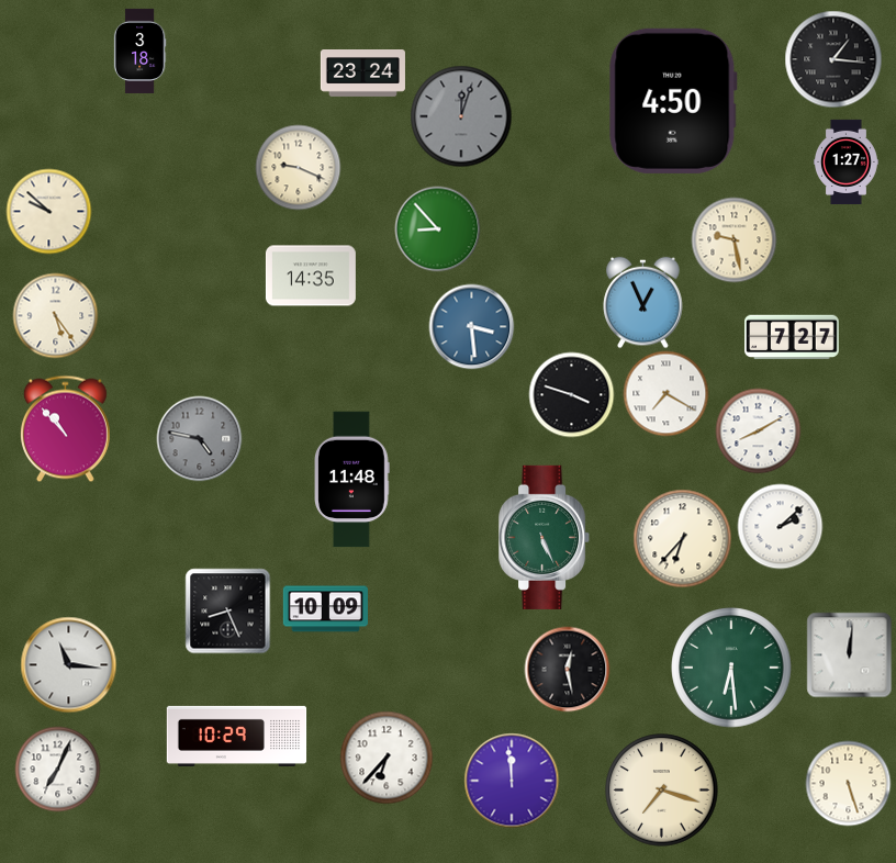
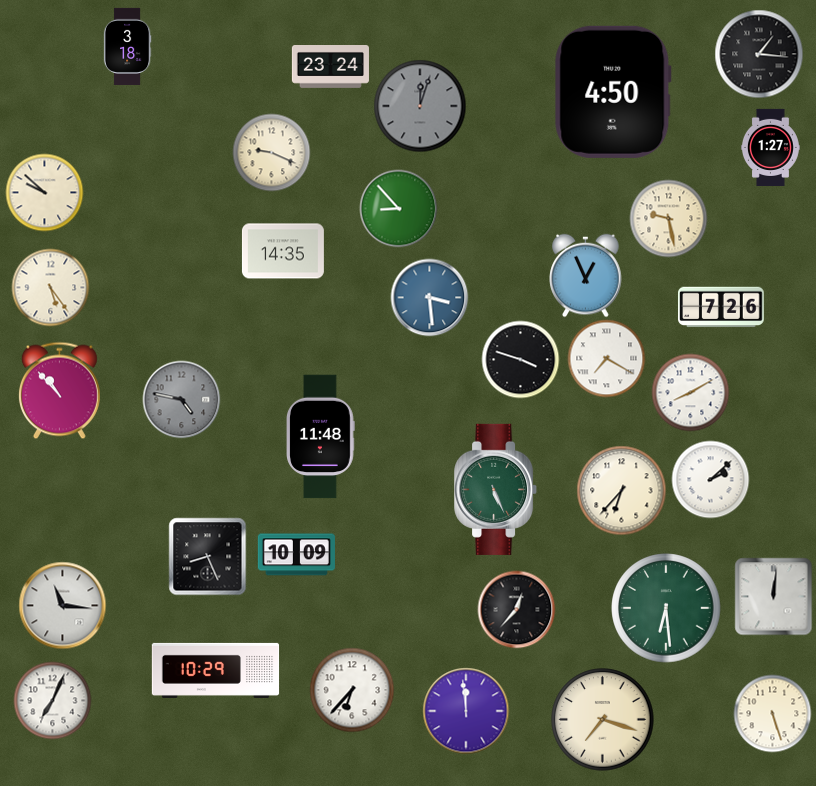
clock at (793, 337): 7:27 -> 7:26
clock at (567, 669): 12:28 -> 12:37
